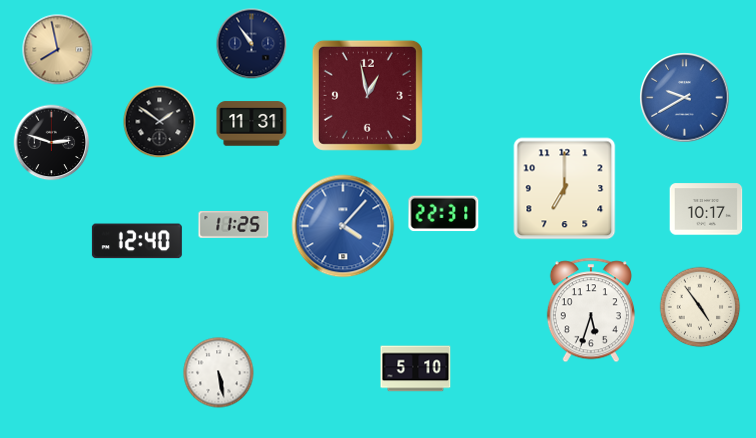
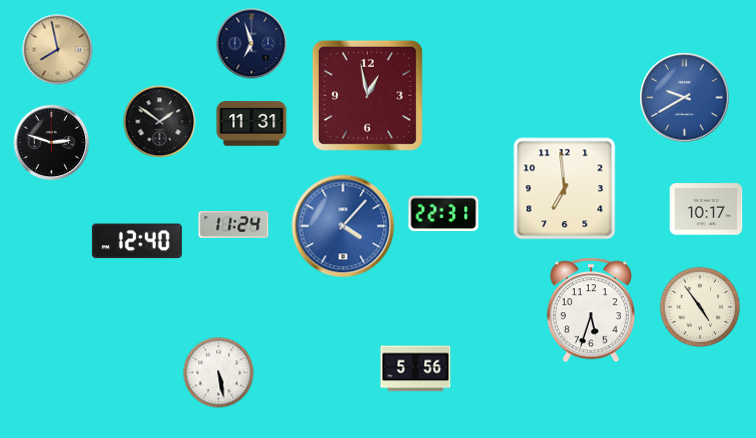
clock at (252, 44): 10:54 -> 6:57
clock at (565, 189): 7:00 -> 6:59
clock at (234, 225): 11:25 -> 11:24
clock at (416, 369): 5:10 -> 5:56
